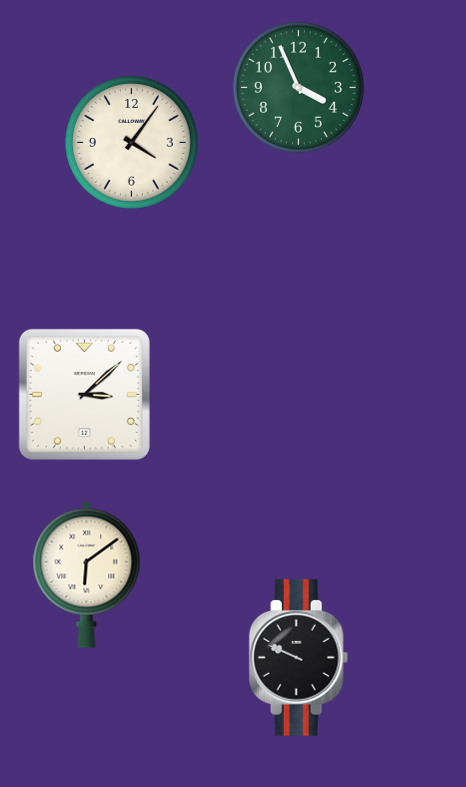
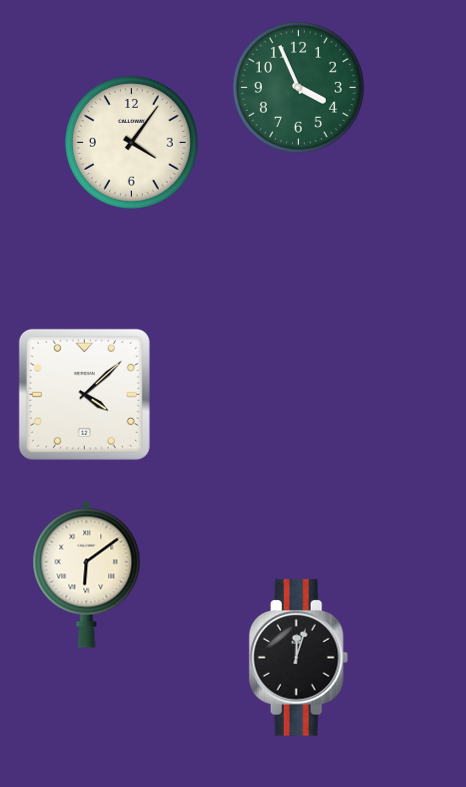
clock at (84, 394): 3:08 -> 4:08
clock at (299, 658): 9:49 -> 12:03
